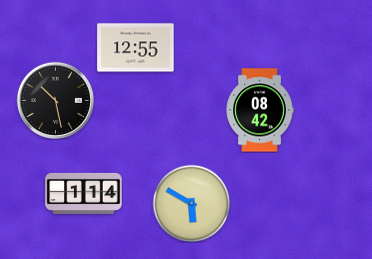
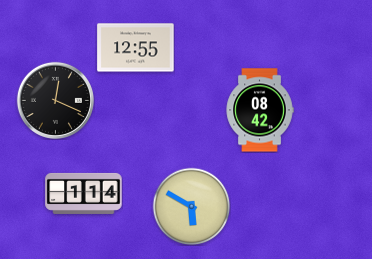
clock at (55, 100): 10:28 -> 12:19
clock at (191, 203) position: (191, 203) -> (191, 206)
